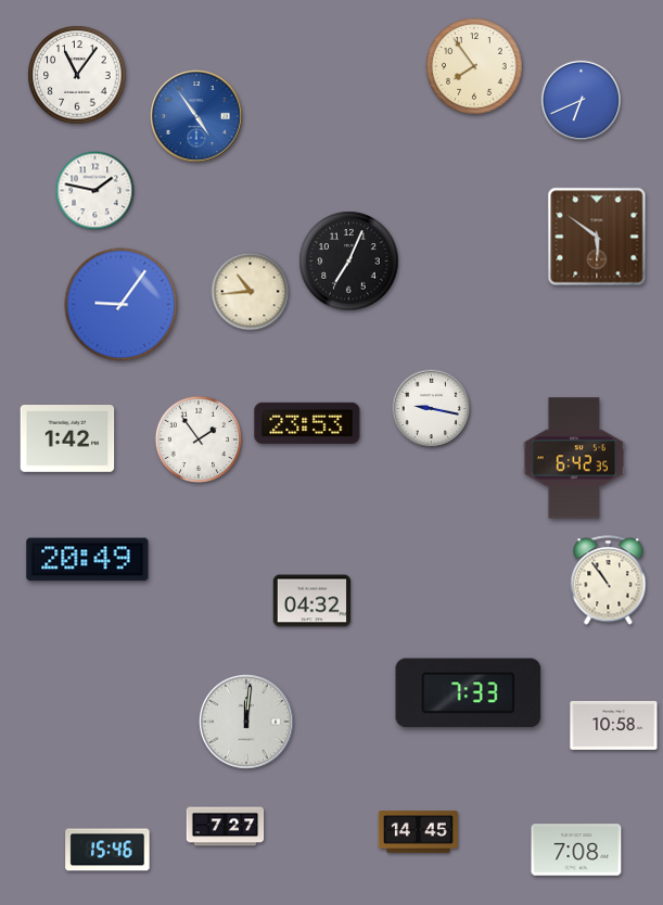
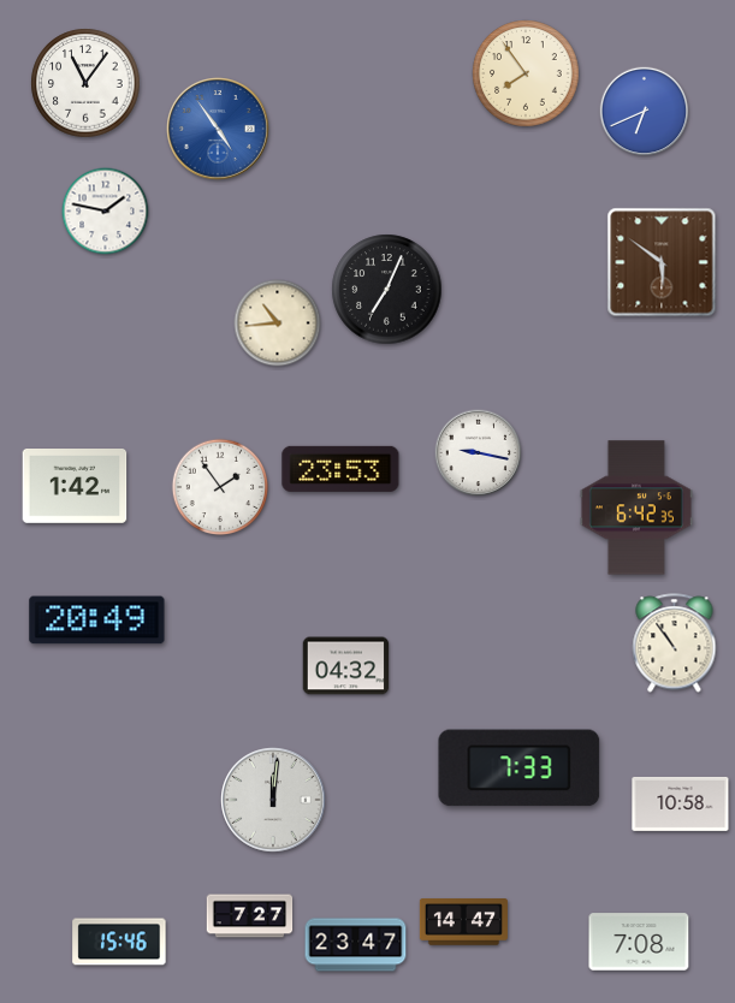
clock at (122, 305): 9:06 -> none
clock at (418, 832): 14:45 -> 14:47
clock at (356, 945): none -> 23:47
